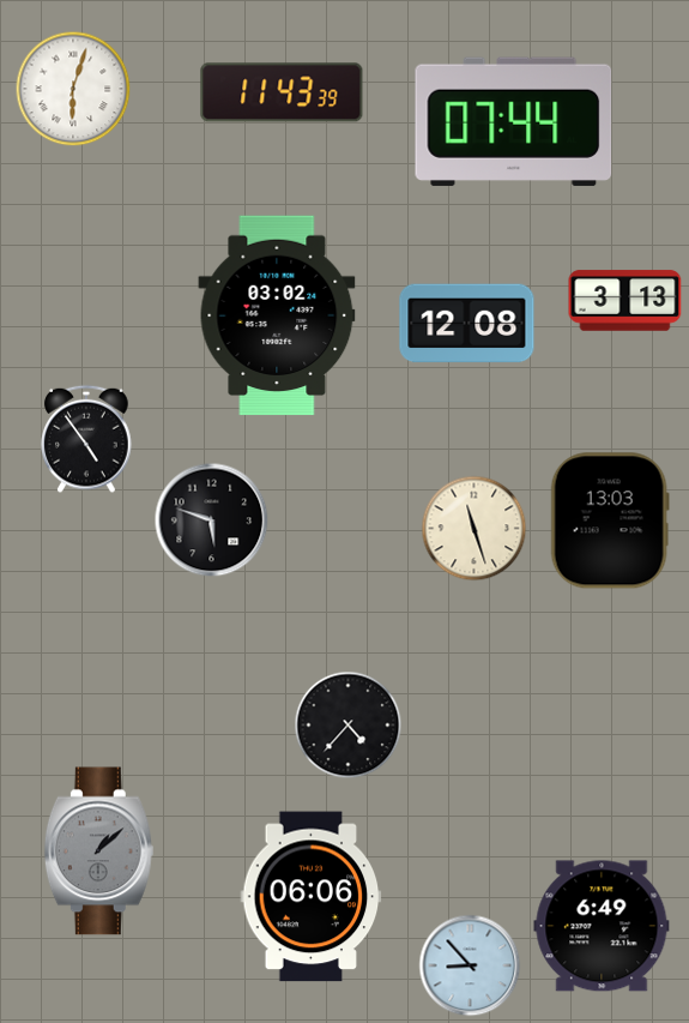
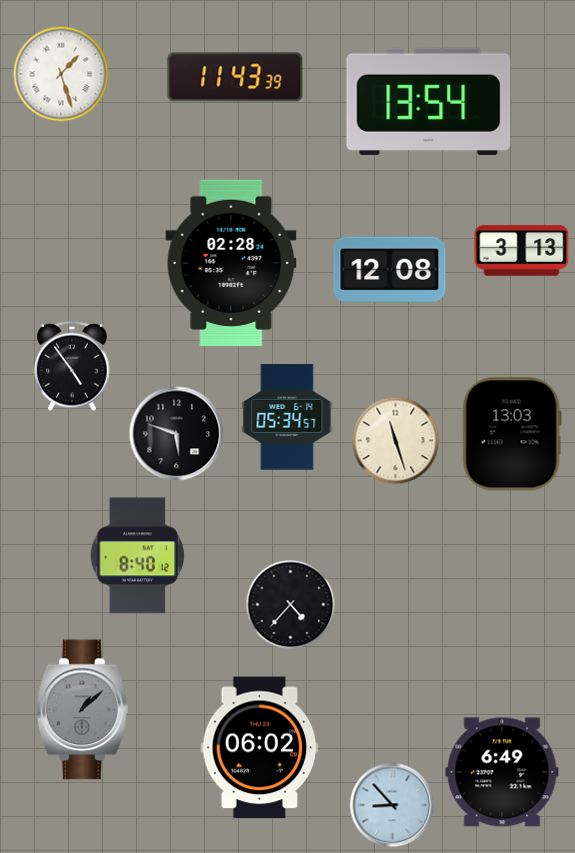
clock at (73, 89): 6:03 -> 1:27
clock at (514, 121): 07:44 -> 13:54
clock at (277, 315): 03:02 -> 02:28
clock at (287, 417): none -> 05:34
clock at (610, 520) position: (610, 520) -> (512, 434)
clock at (137, 556): none -> 8:40
clock at (312, 897): 06:06 -> 06:02
